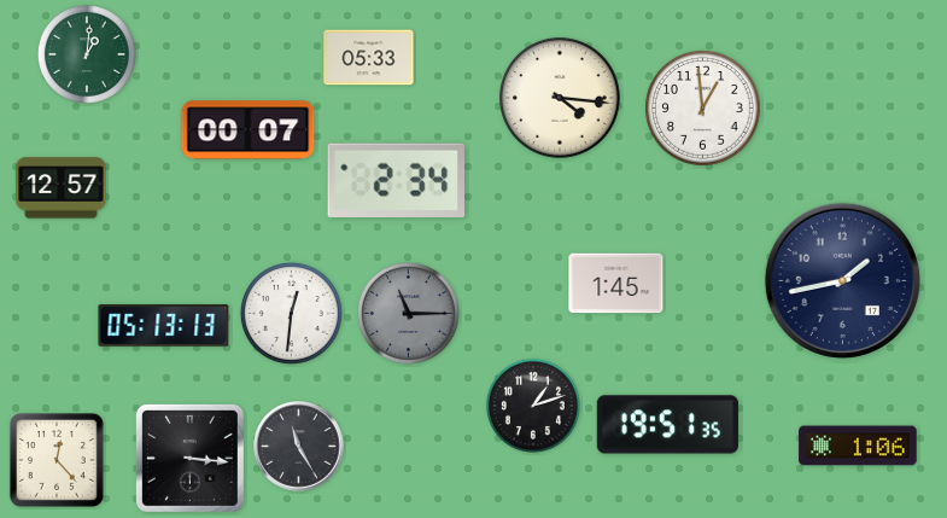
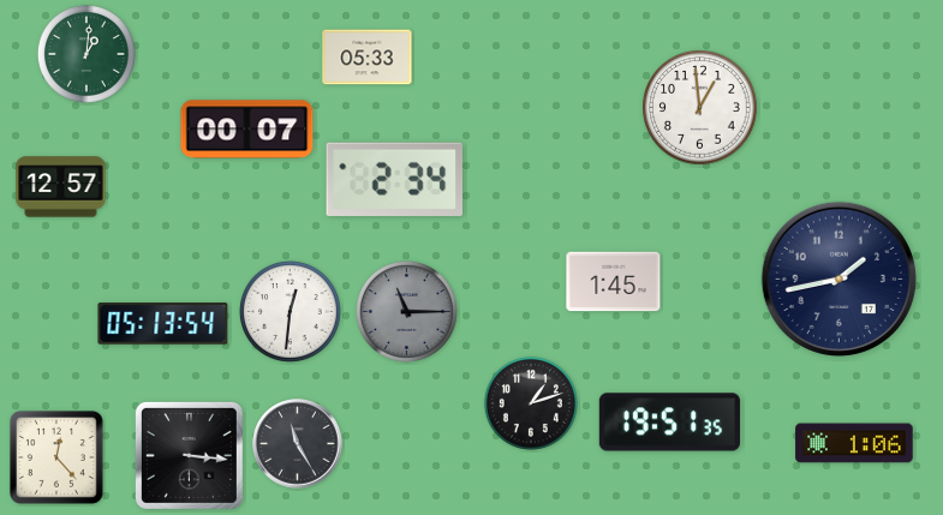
clock at (560, 98): 4:16 -> none
clock at (164, 326): 05:13:13 -> 05:13:54
clock at (667, 425) position: (667, 425) -> (669, 423)
